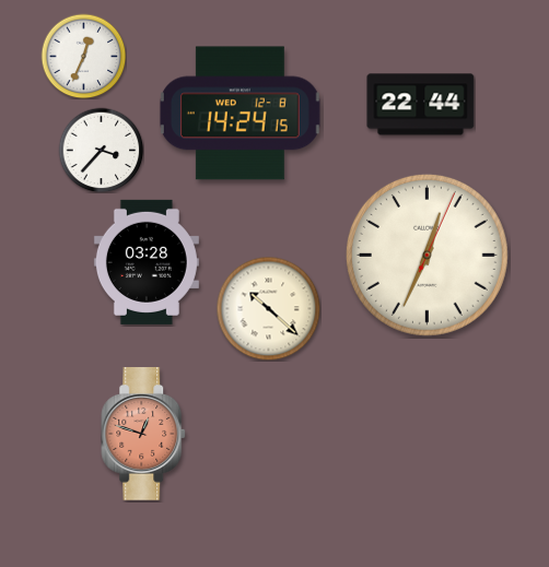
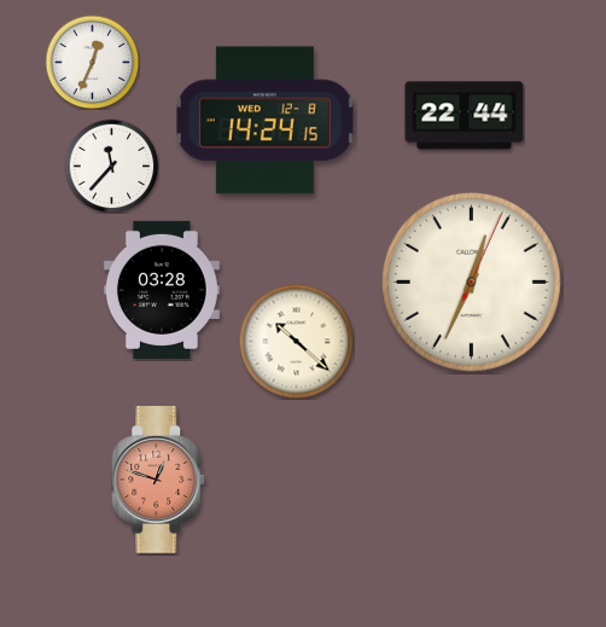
clock at (240, 114) position: (240, 114) -> (264, 121)
clock at (101, 150): 3:37 -> 11:37
